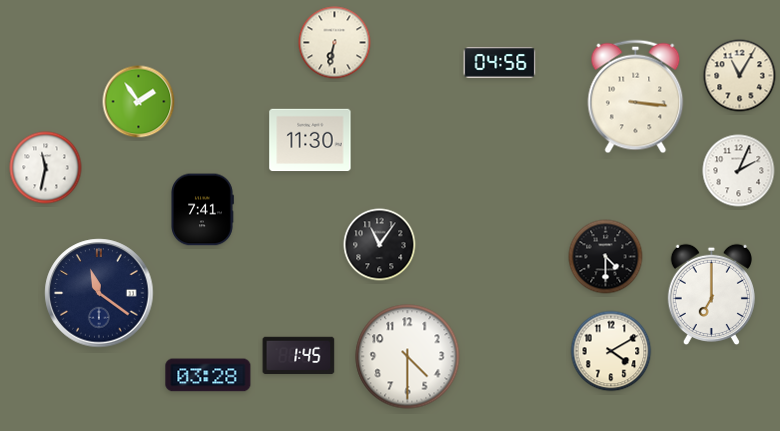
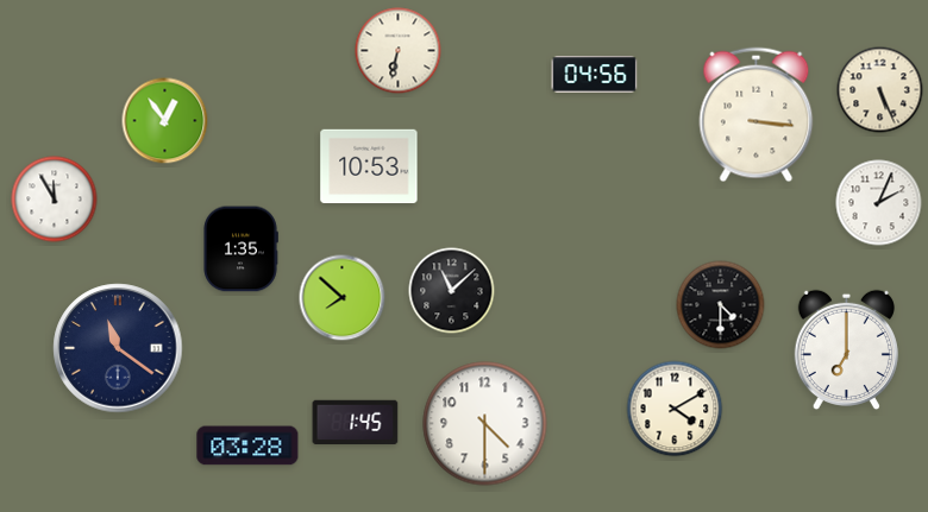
clock at (740, 76): 11:05 -> 5:26
clock at (139, 102): 1:54 -> 12:54
clock at (310, 140): 11:30 -> 10:53
clock at (46, 168): 11:32 -> 11:55
clock at (202, 210): 7:41 -> 1:35
clock at (380, 245): 11:06 -> 11:08
clock at (343, 298): none -> 7:52
clock at (611, 351) position: (611, 351) -> (675, 409)
